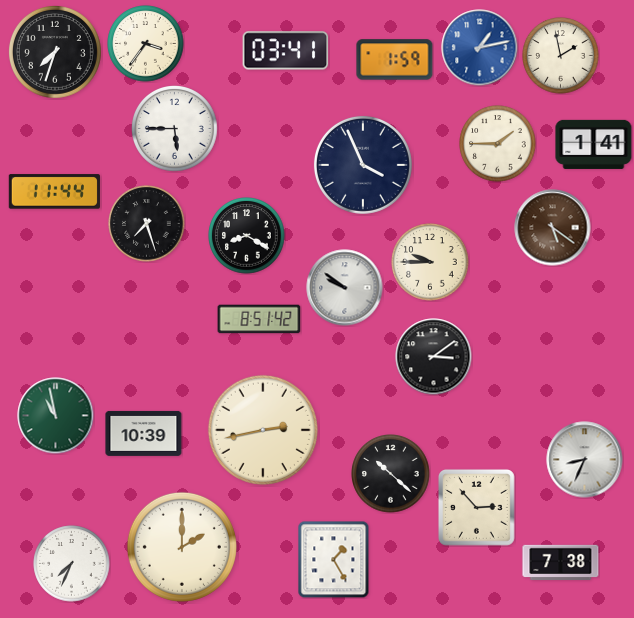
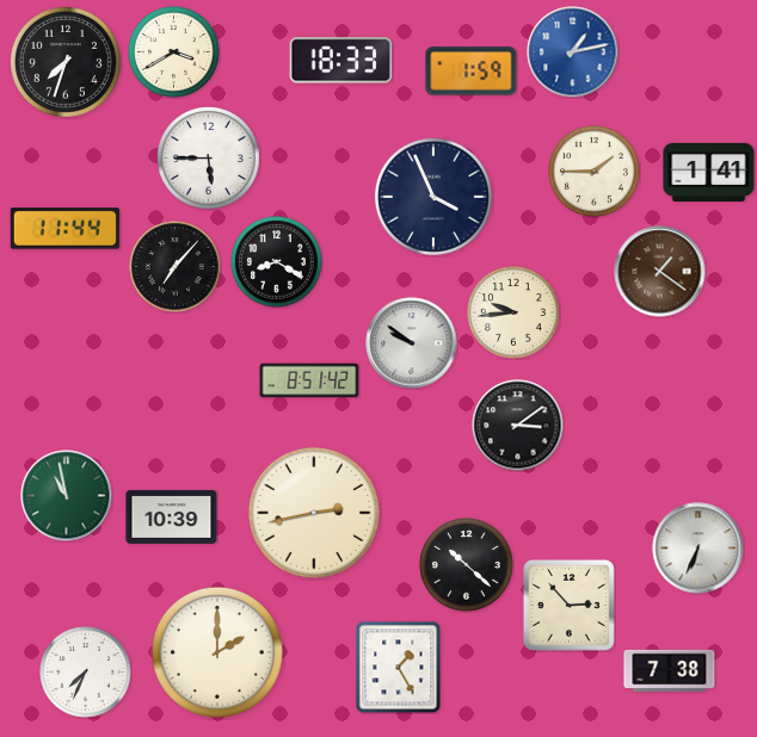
clock at (146, 44): 3:36 -> 3:40
clock at (480, 48) position: (480, 48) -> (573, 52)
clock at (286, 51): 03:41 -> 18:33
clock at (561, 56): 1:58 -> none
clock at (175, 129) position: (175, 129) -> (209, 159)
clock at (147, 224): 7:27 -> 7:07
clock at (553, 228): 5:21 -> 1:21
clock at (247, 236) position: (247, 236) -> (277, 262)
clock at (430, 262): 9:45 -> 9:44
clock at (585, 460): 8:34 -> 6:34
